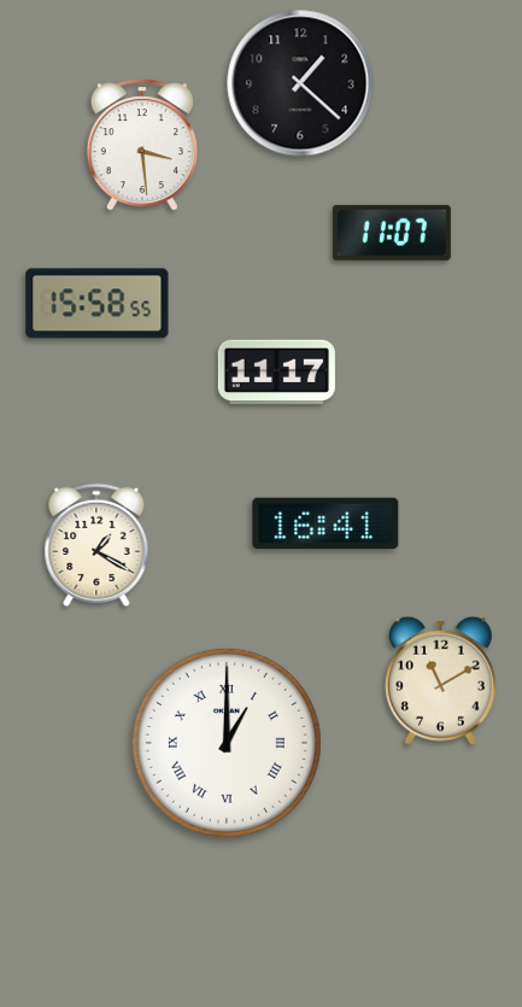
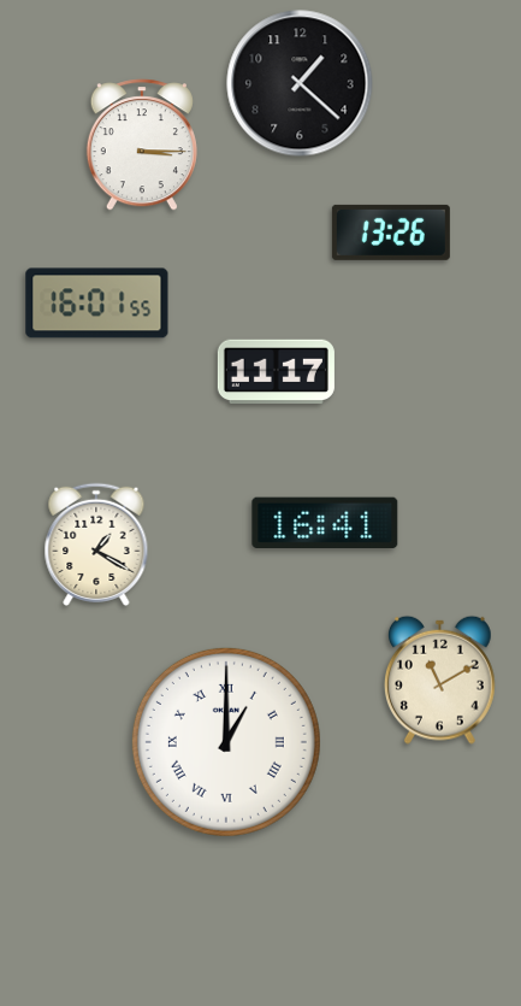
clock at (142, 145): 3:29 -> 3:15
clock at (392, 233): 11:07 -> 13:26
clock at (98, 304): 15:58 -> 16:01
